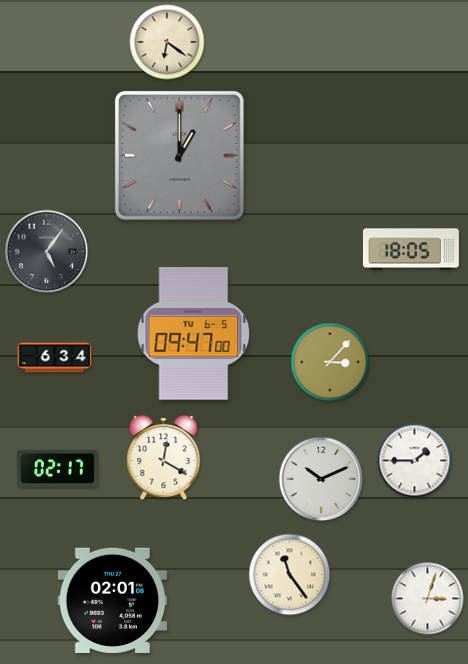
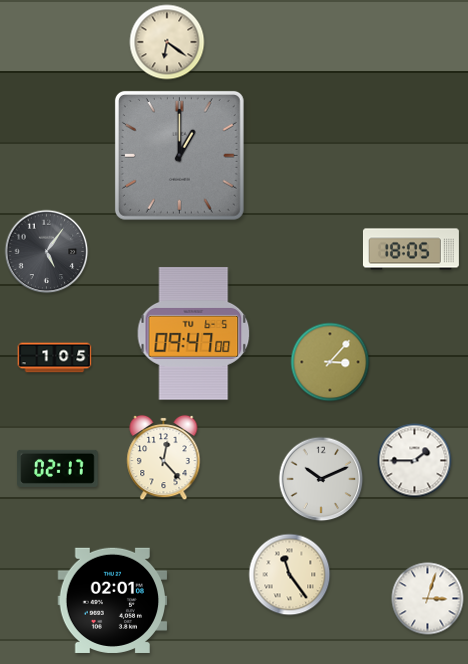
clock at (55, 358): 6:34 -> 1:05
clock at (164, 458): 12:20 -> 12:23
